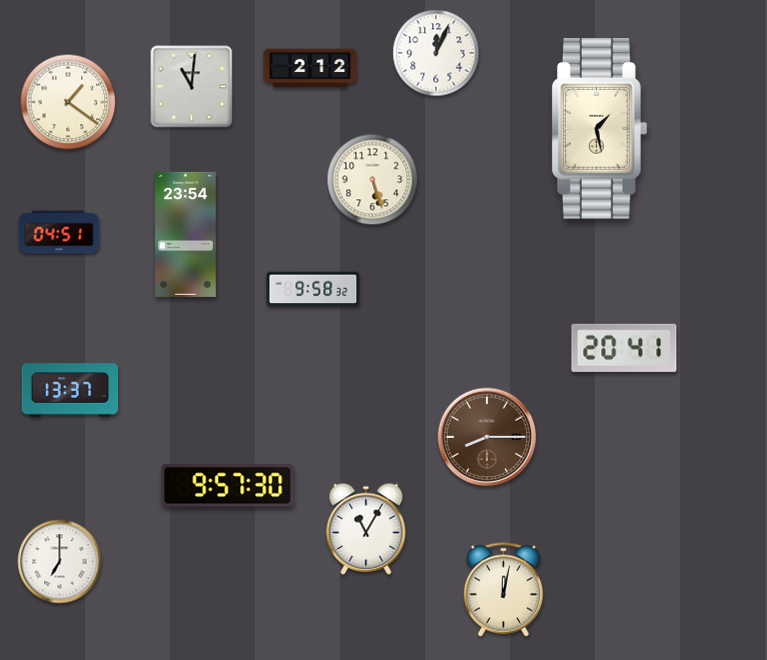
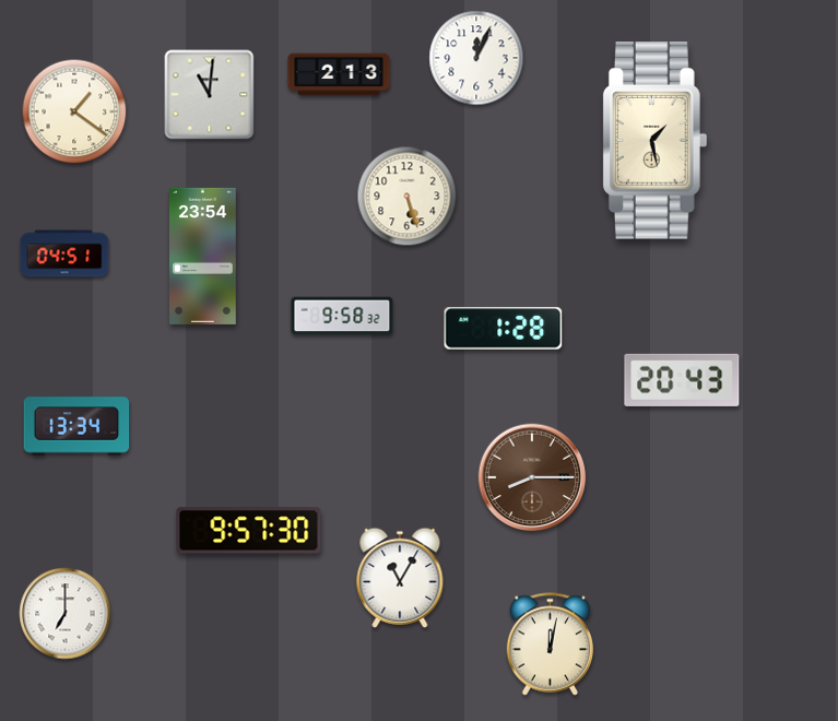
clock at (310, 68): 2:12 -> 2:13
clock at (504, 329): none -> 1:28
clock at (624, 348): 20:41 -> 20:43
clock at (70, 390): 13:37 -> 13:34
